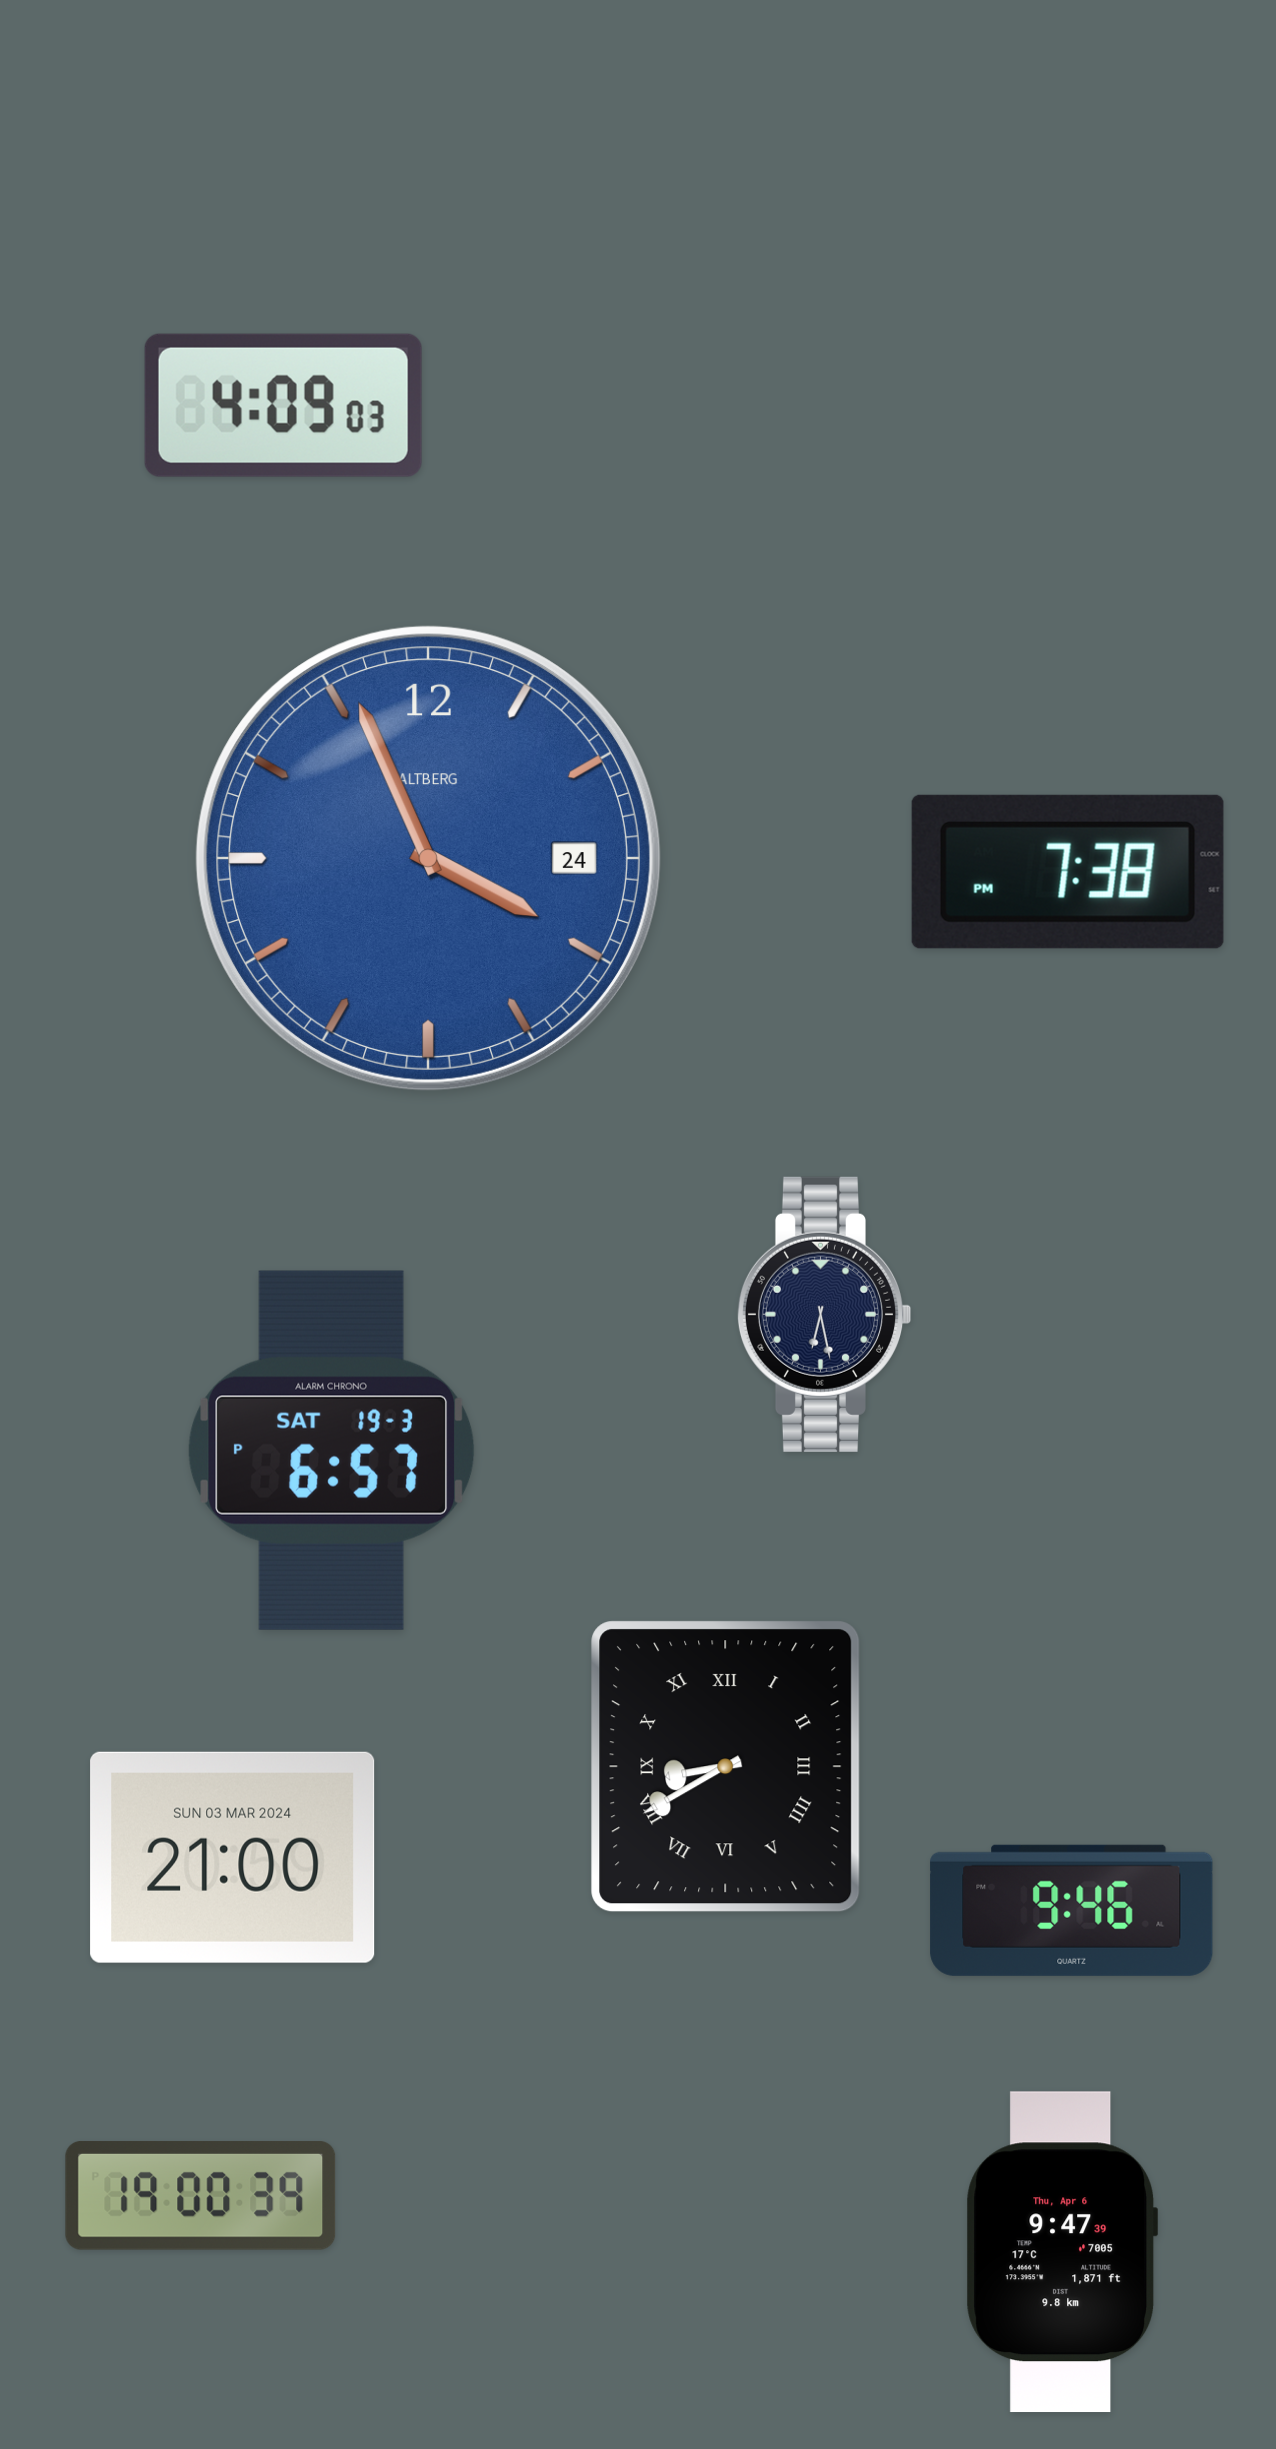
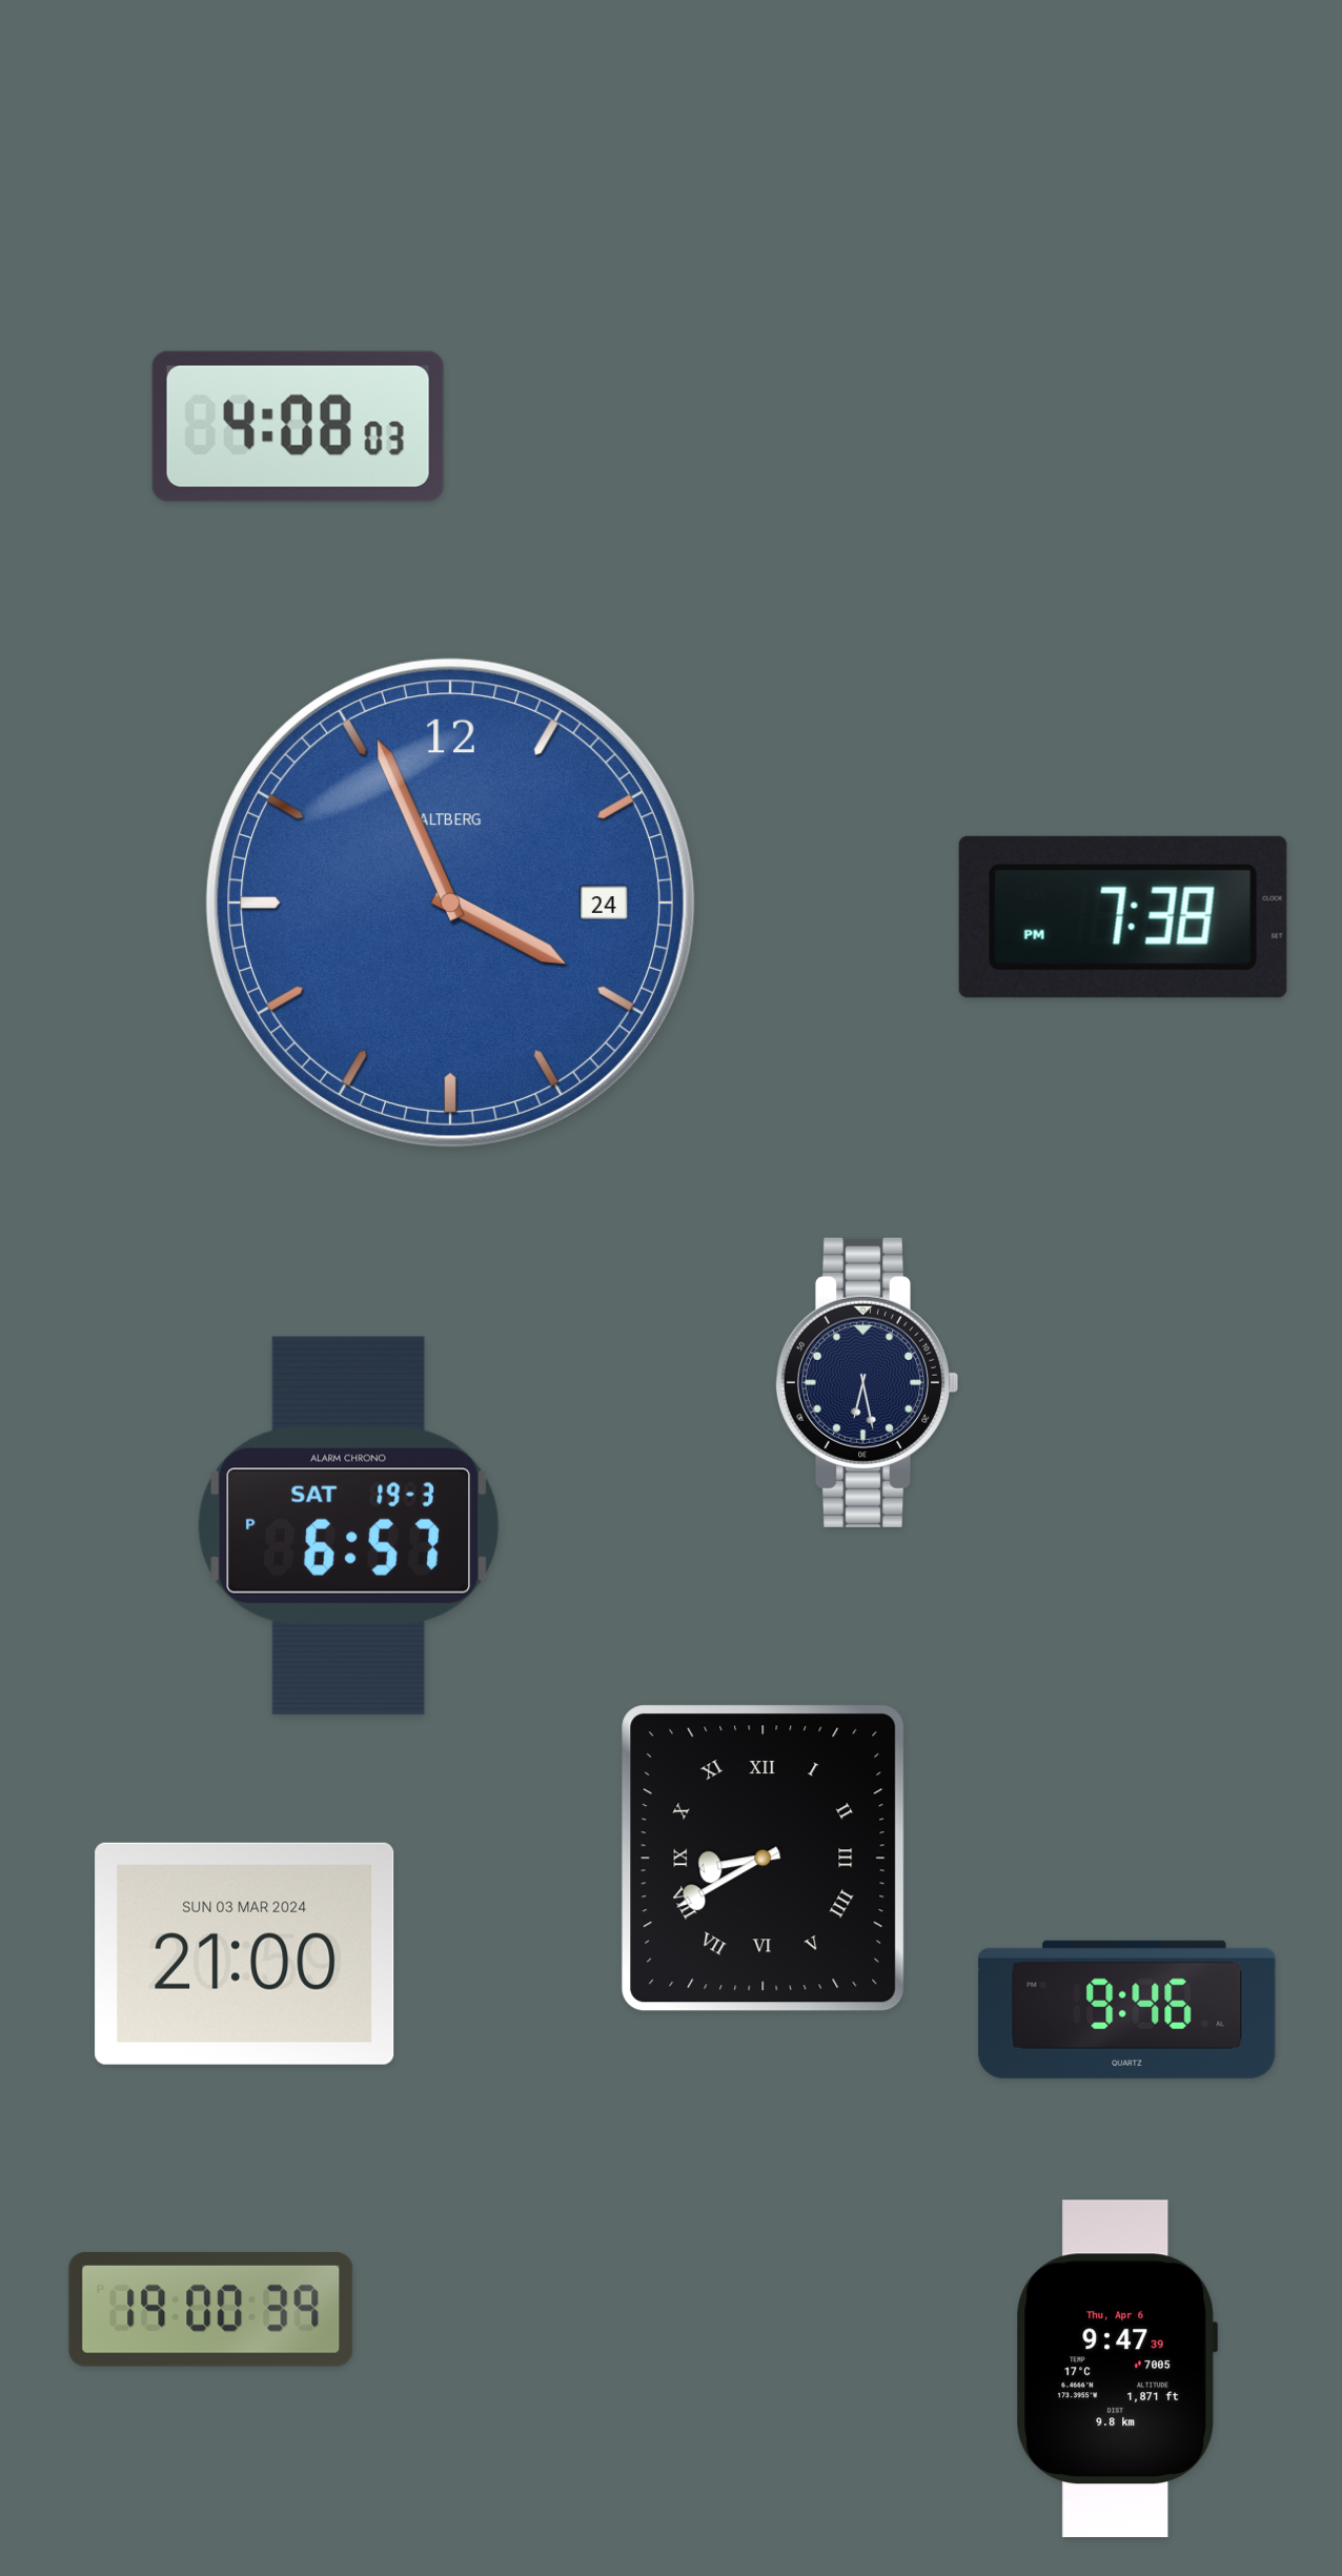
clock at (283, 405): 4:09 -> 4:08
